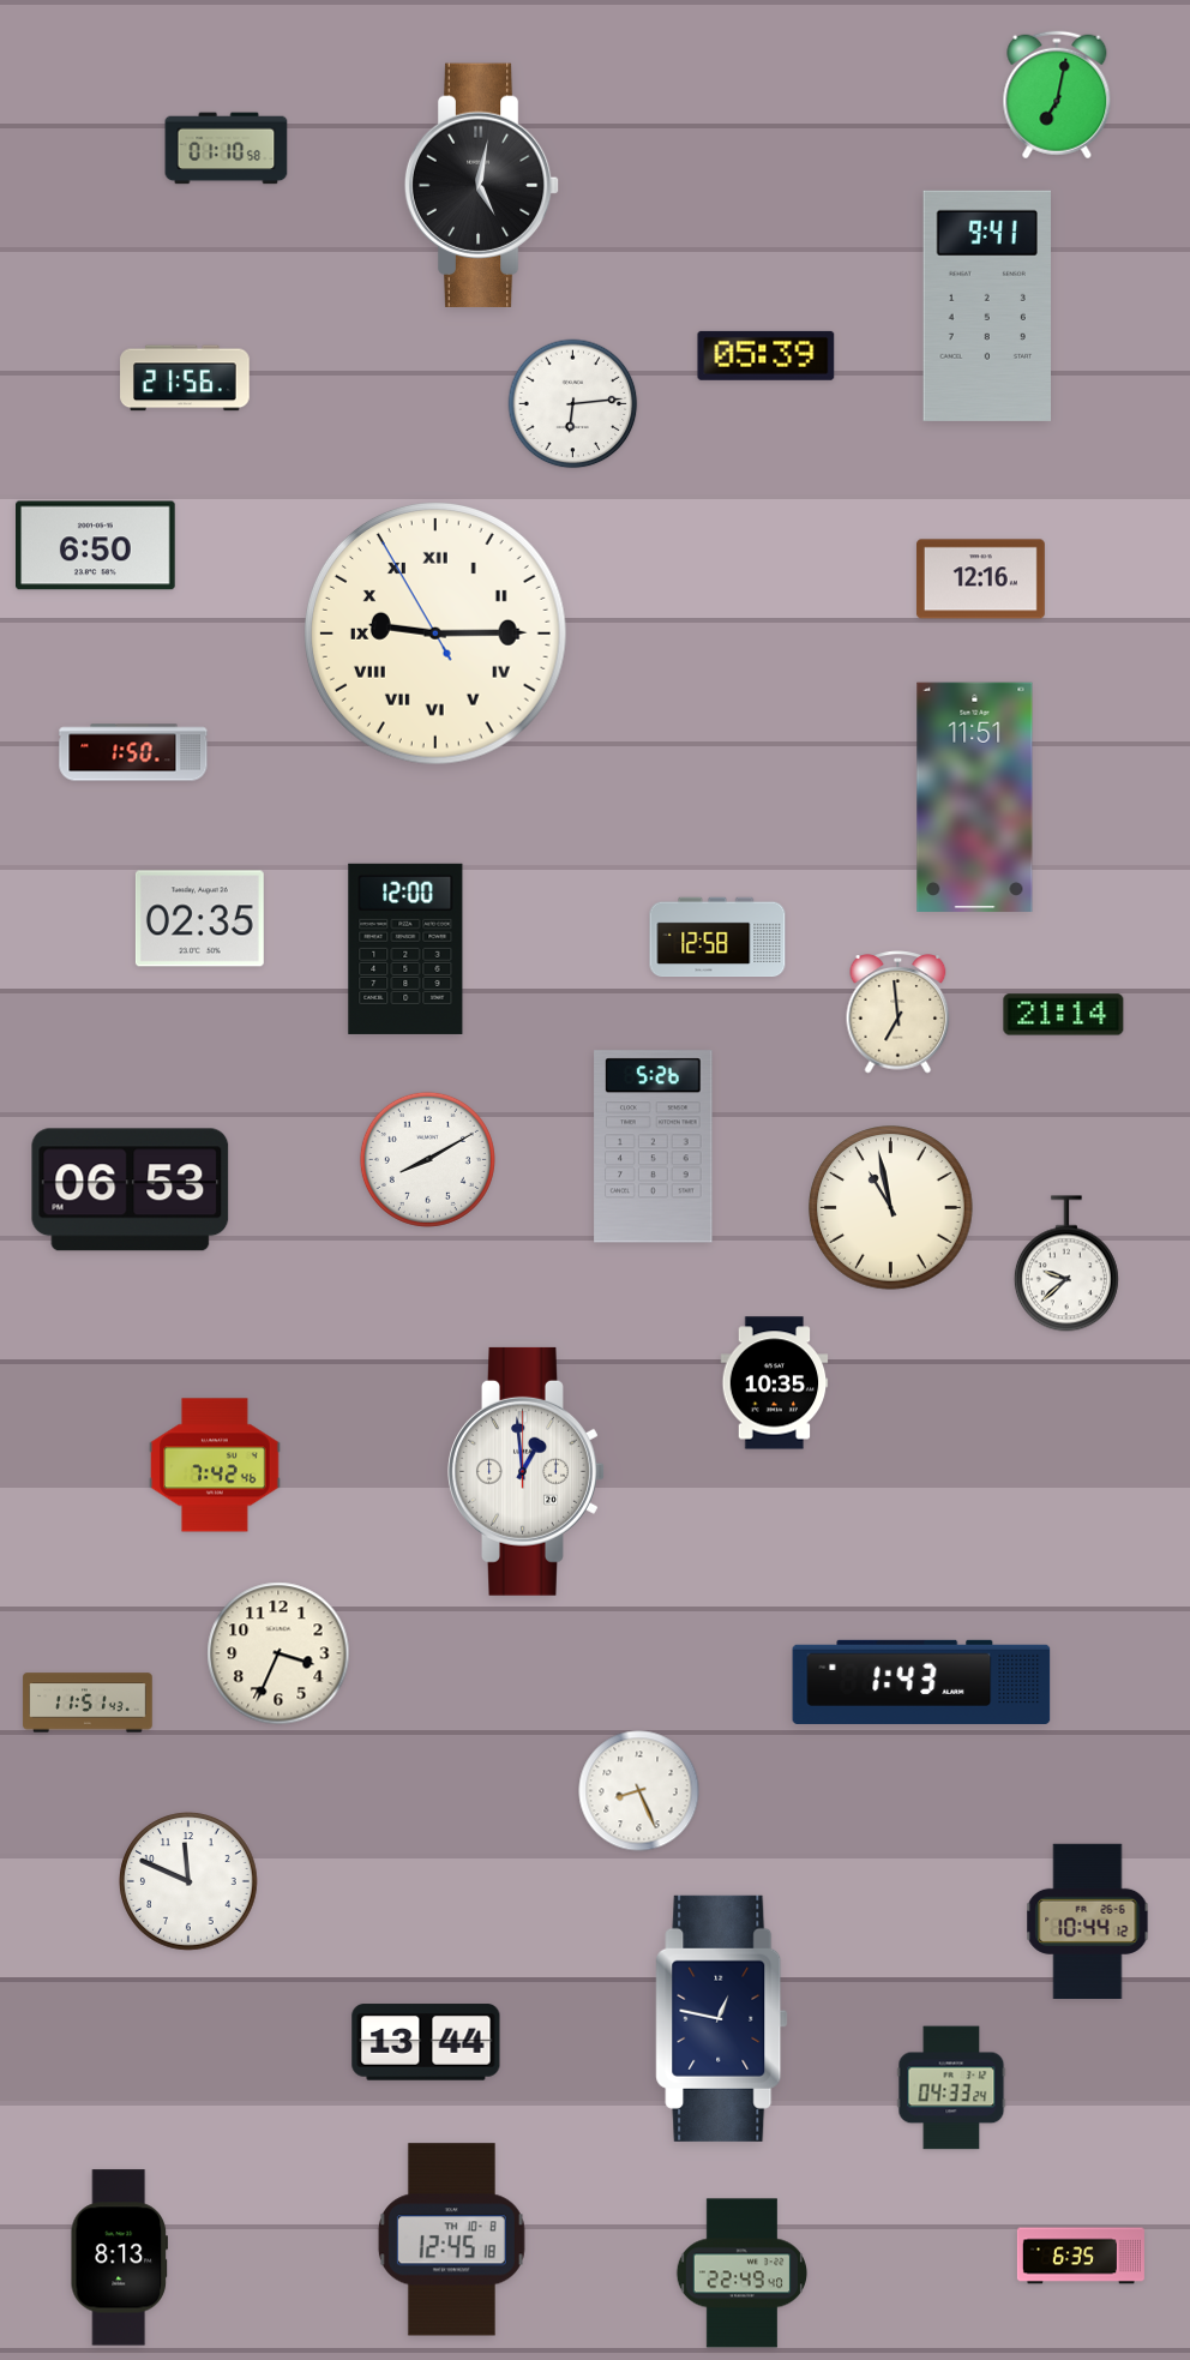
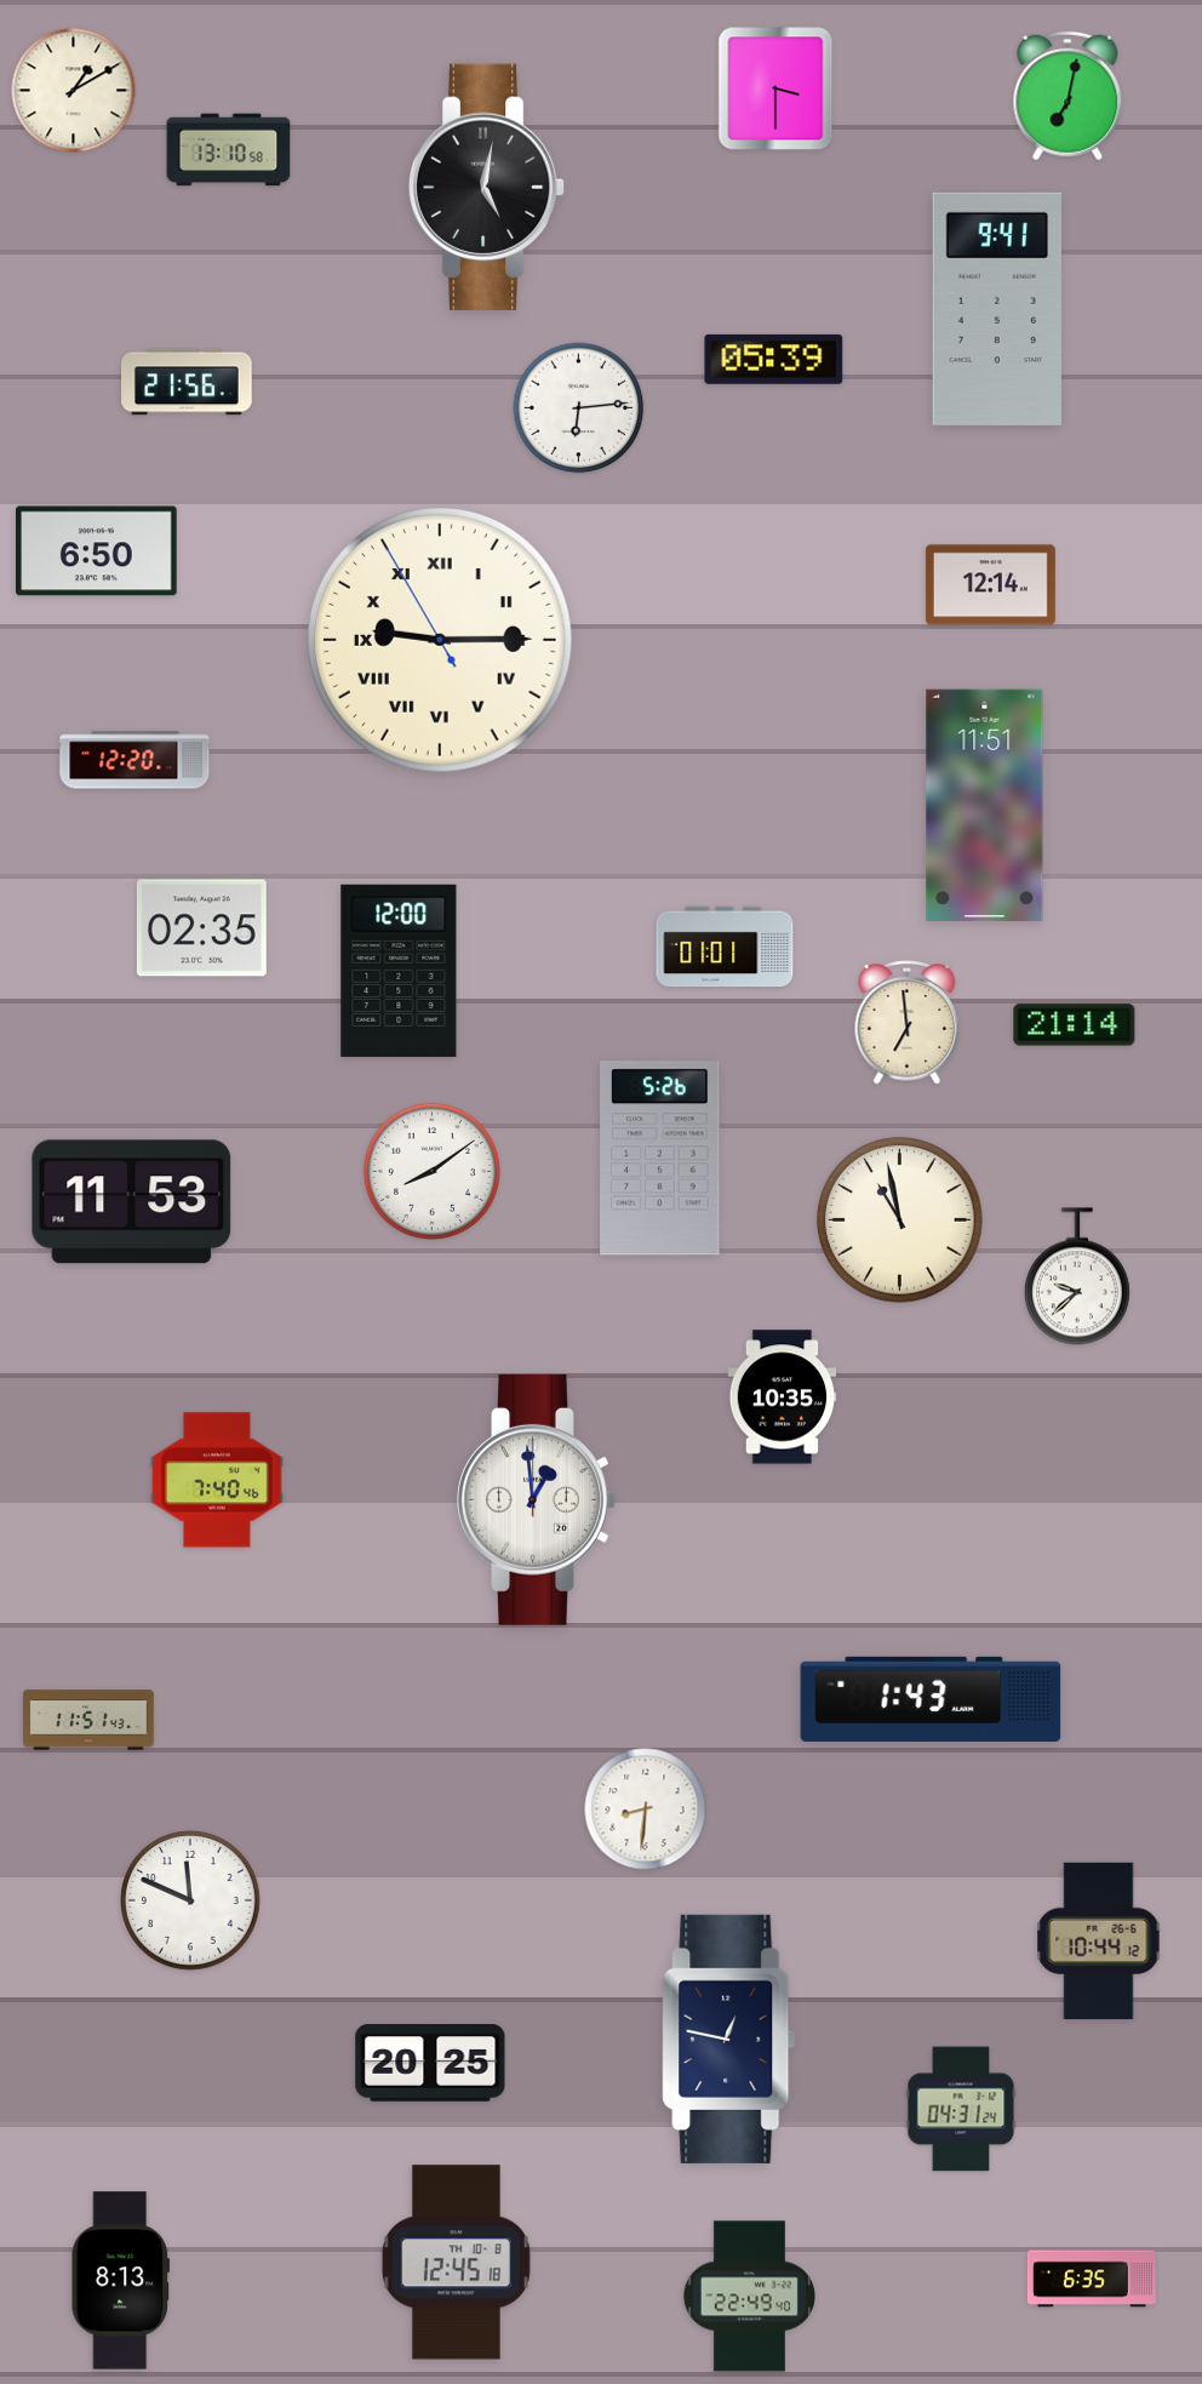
clock at (775, 88): none -> 3:30
clock at (74, 91): none -> 1:10
clock at (227, 149): 01:10 -> 13:10
clock at (980, 580): 12:16 -> 12:14
clock at (133, 752): 1:50 -> 12:20
clock at (717, 937): 12:58 -> 01:01
clock at (405, 949) position: (405, 949) -> (399, 971)
clock at (427, 1159): 8:10 -> 8:09
clock at (131, 1190): 06:53 -> 11:53
clock at (215, 1465): 7:42 -> 7:40
clock at (527, 1471) position: (527, 1471) -> (537, 1499)
clock at (278, 1653): 3:34 -> none
clock at (639, 1791): 8:26 -> 8:31
clock at (426, 2042): 13:44 -> 20:25
clock at (951, 2088): 04:33 -> 04:31
